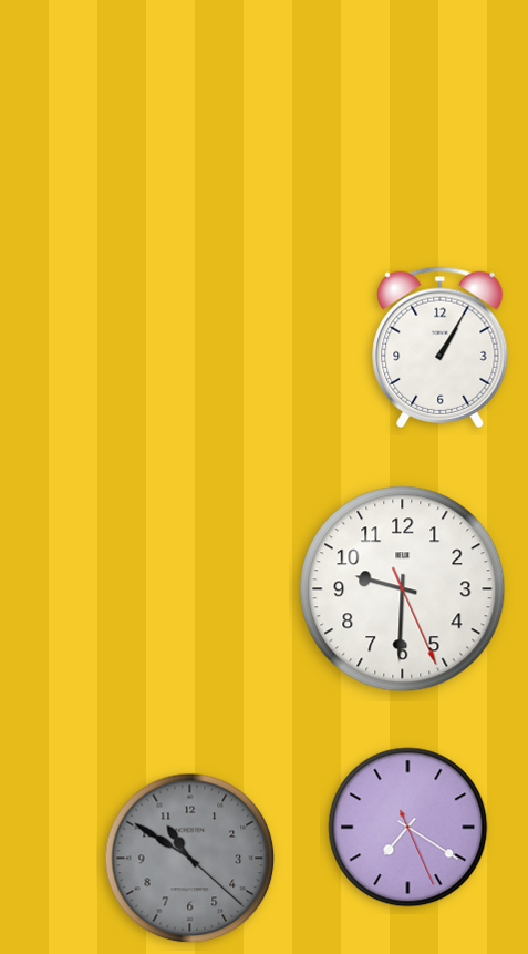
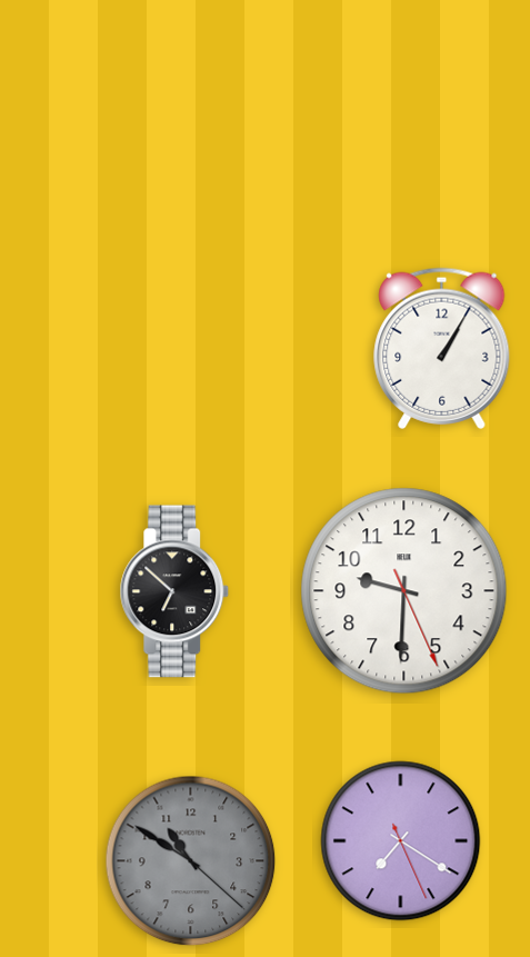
clock at (174, 591): none -> 6:52
clock at (408, 828) position: (408, 828) -> (401, 841)
